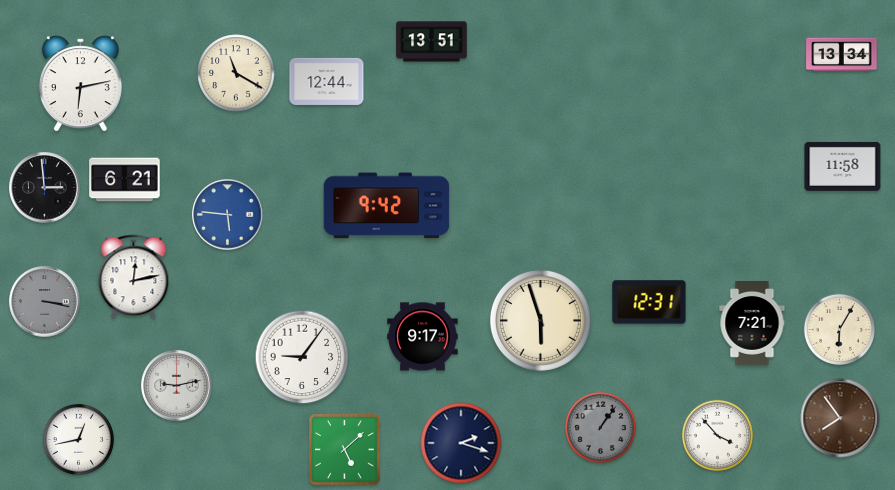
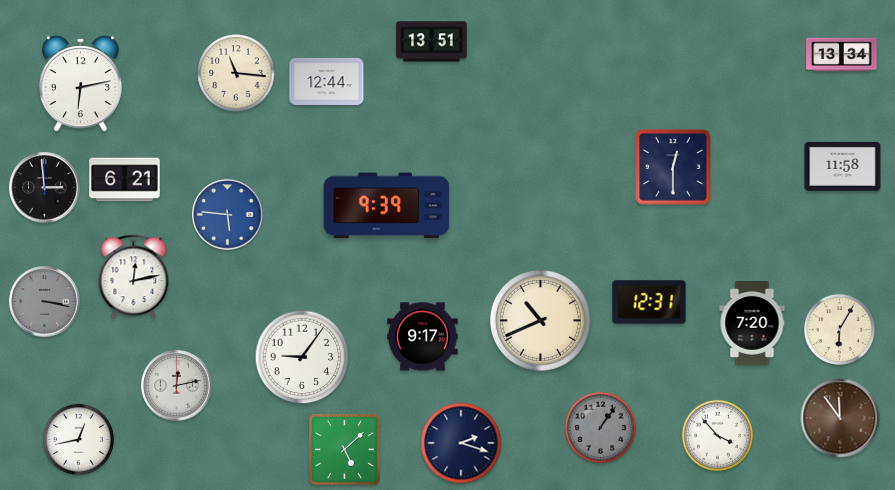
clock at (236, 73): 11:20 -> 11:16
clock at (673, 167): none -> 12:30
clock at (387, 206): 9:42 -> 9:39
clock at (540, 320): 5:57 -> 10:41
clock at (752, 324): 7:21 -> 7:20
clock at (177, 386): 9:13 -> 12:13
clock at (840, 418): 7:54 -> 11:54
